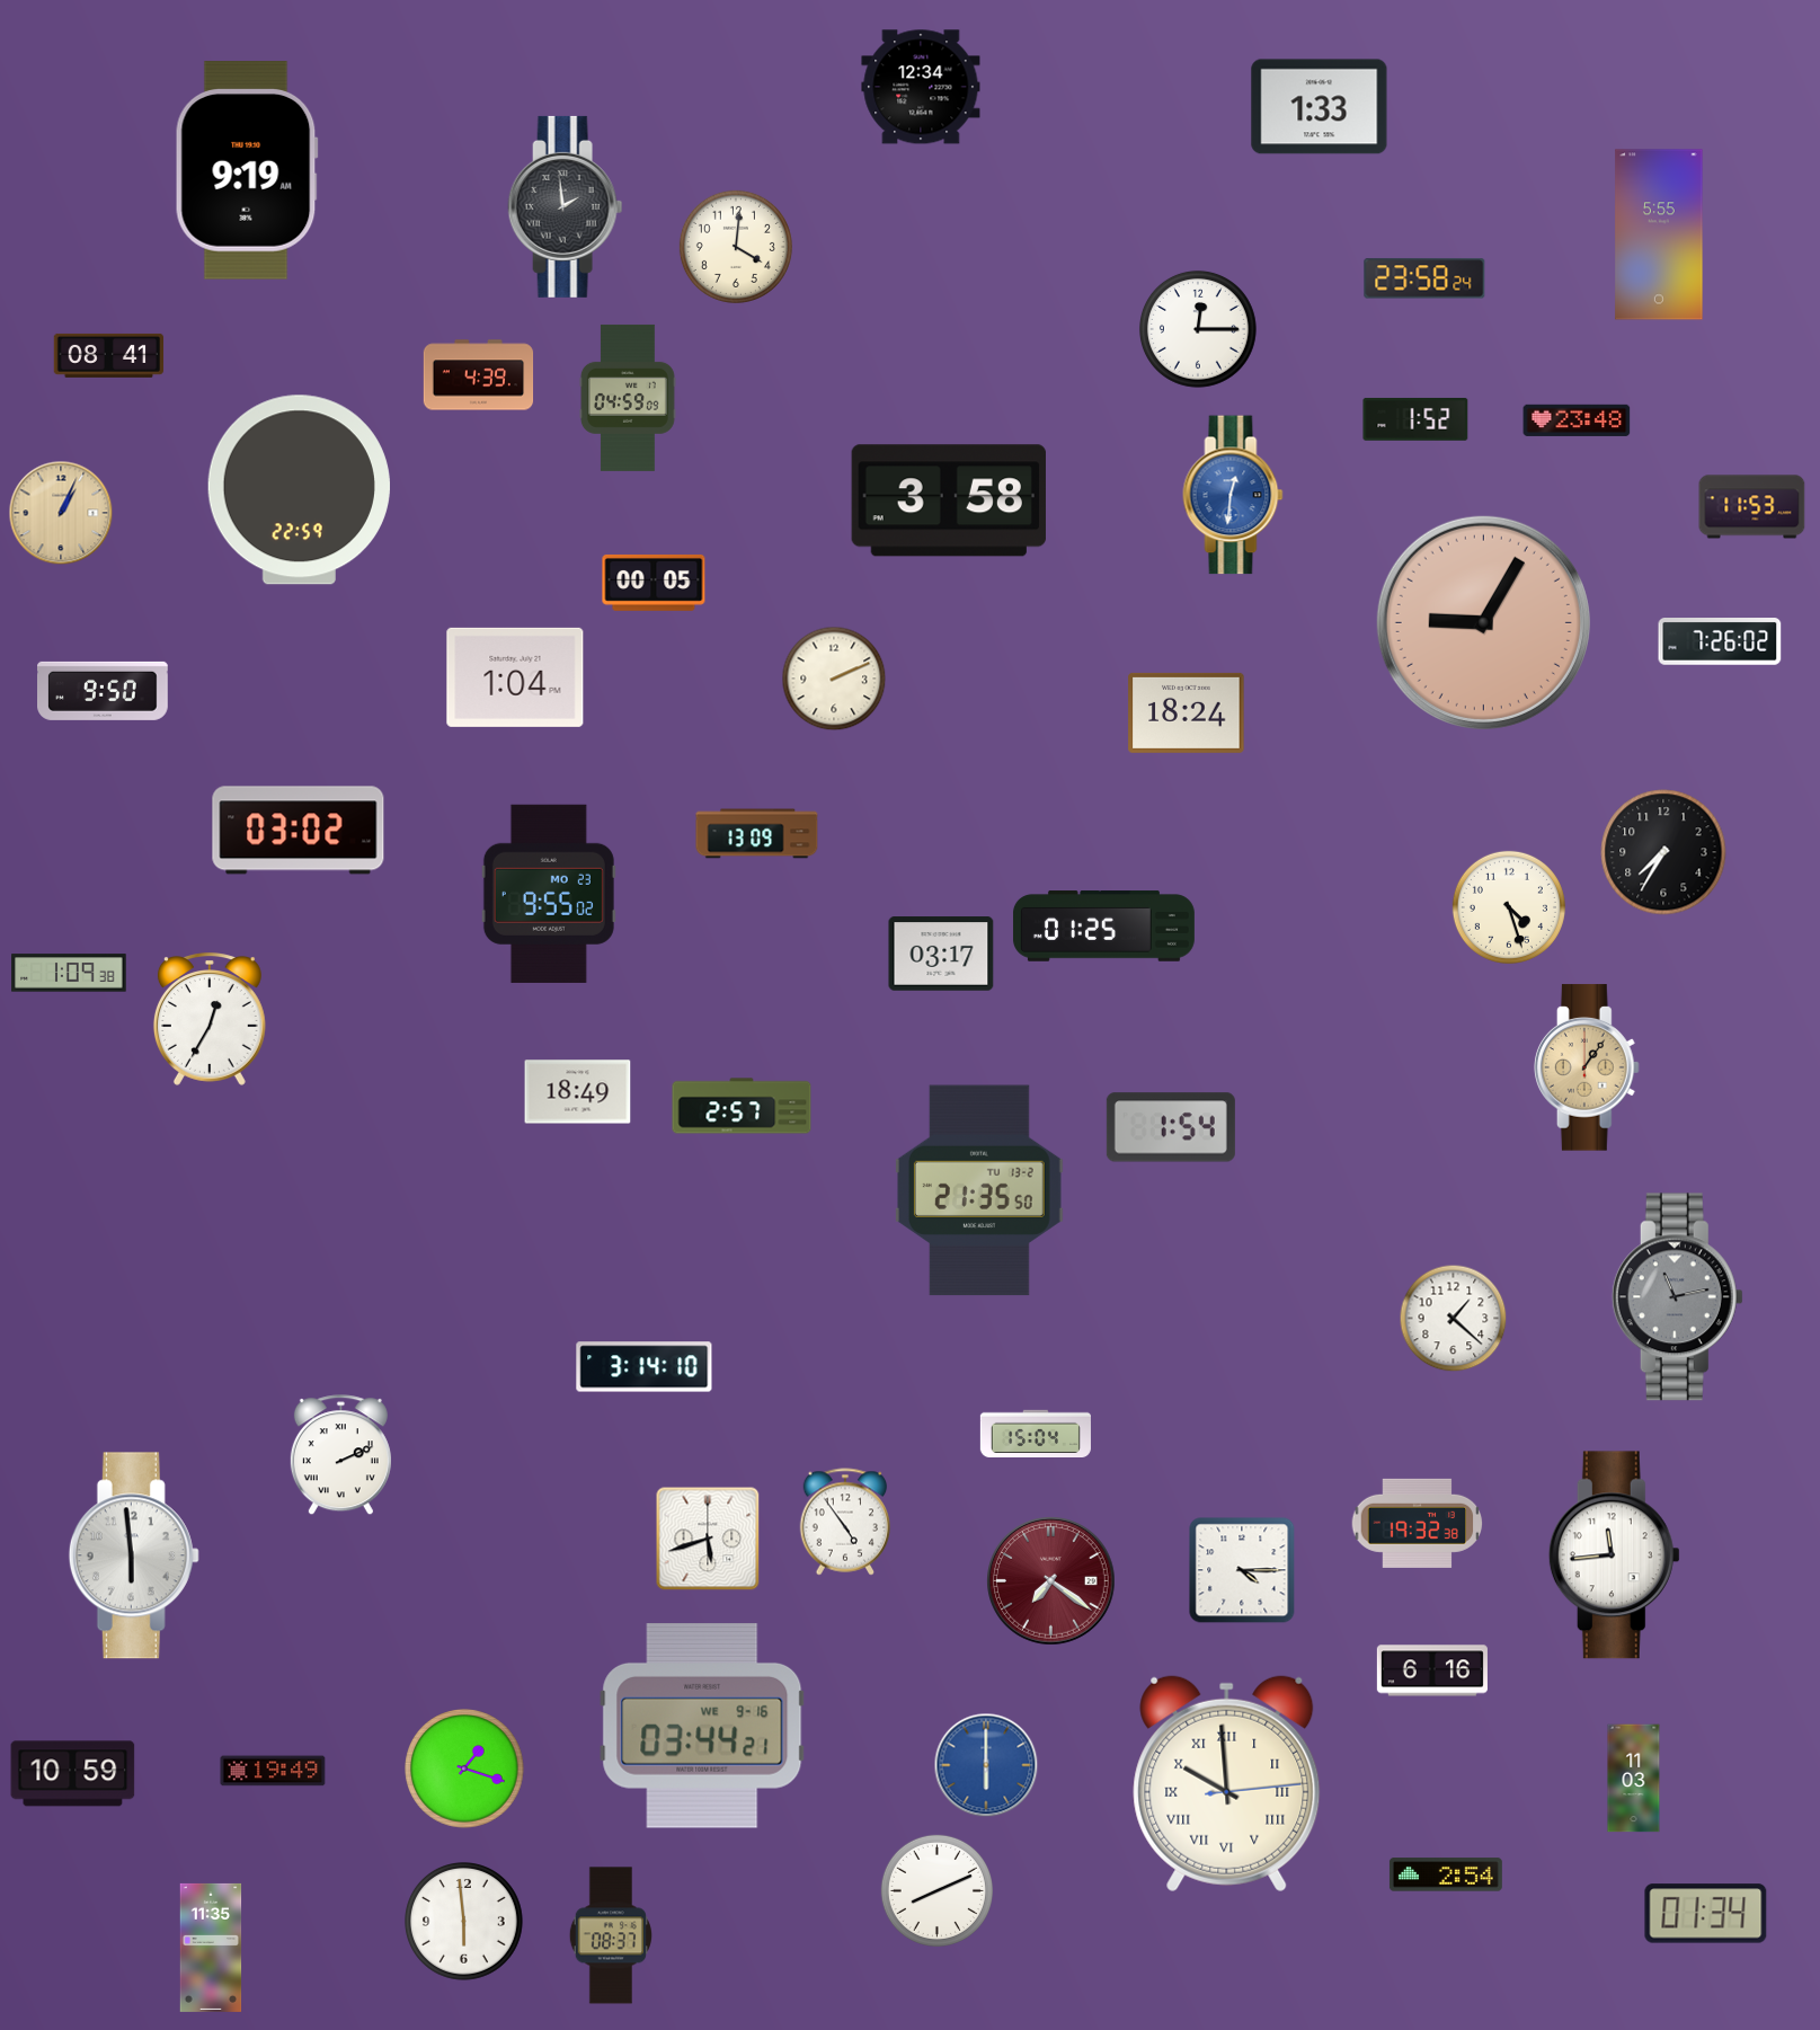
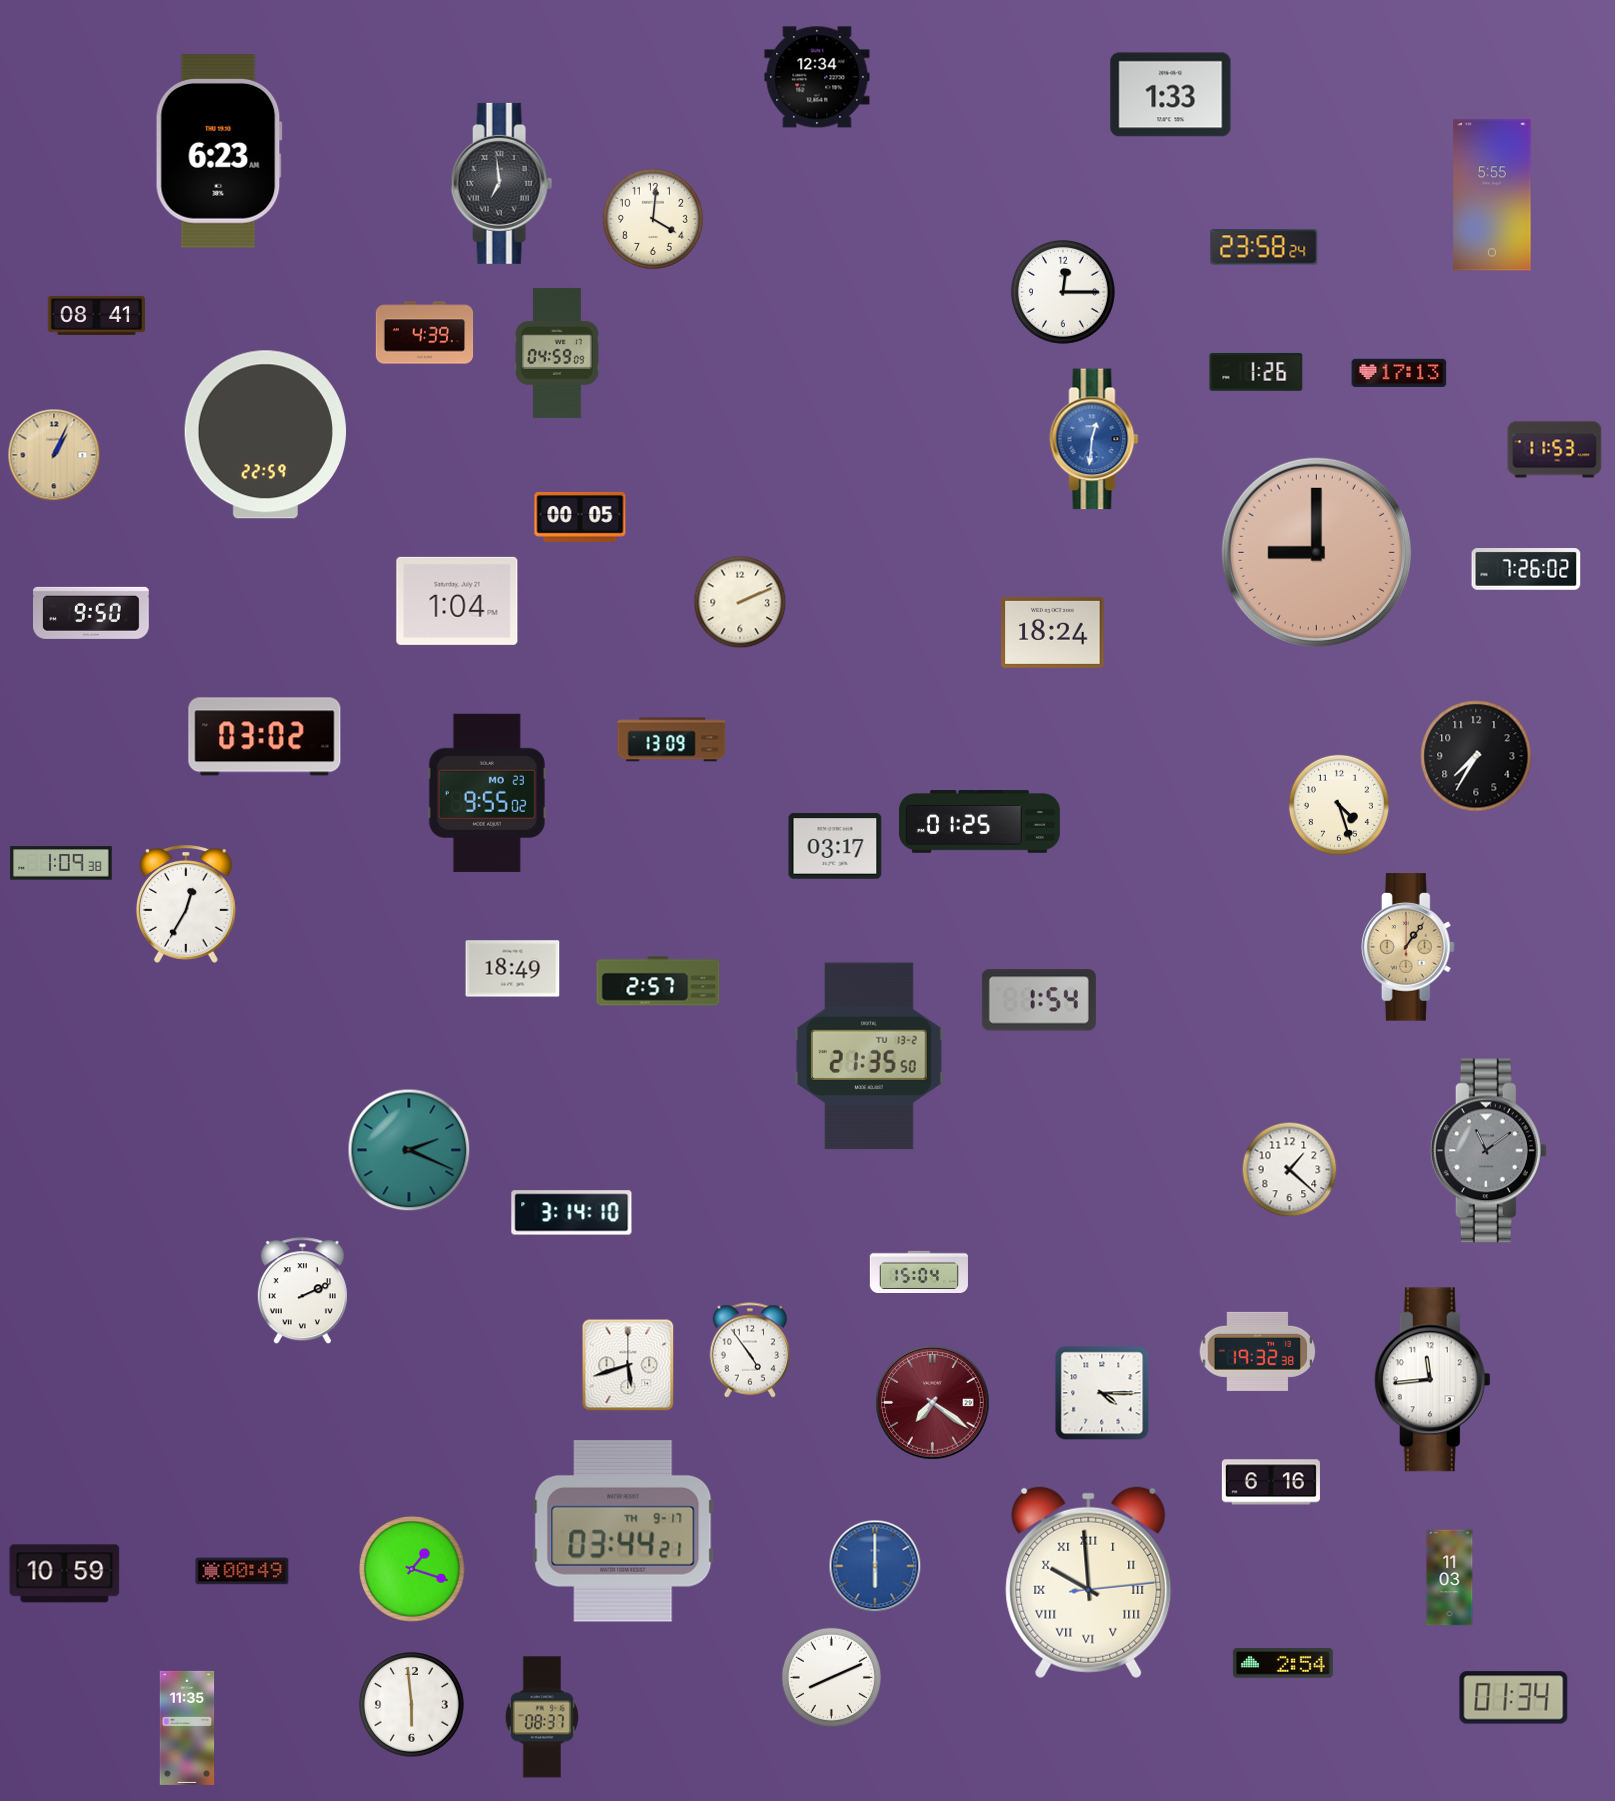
clock at (247, 170): 9:19 -> 6:23
clock at (566, 206): 1:59 -> 6:59
clock at (1659, 234) position: (1659, 234) -> (1492, 195)
clock at (1415, 419): 1:52 -> 1:26
clock at (1577, 420): 23:48 -> 17:13
clock at (949, 500): 3:58 -> none
clock at (1483, 622): 9:05 -> 9:00
clock at (409, 1150): none -> 2:19
clock at (1677, 1297): 11:13 -> 11:09
clock at (134, 1555): 5:59 -> none
clock at (702, 1727) date: WE 9-16 -> TH 9-17
clock at (273, 1771): 19:49 -> 00:49
